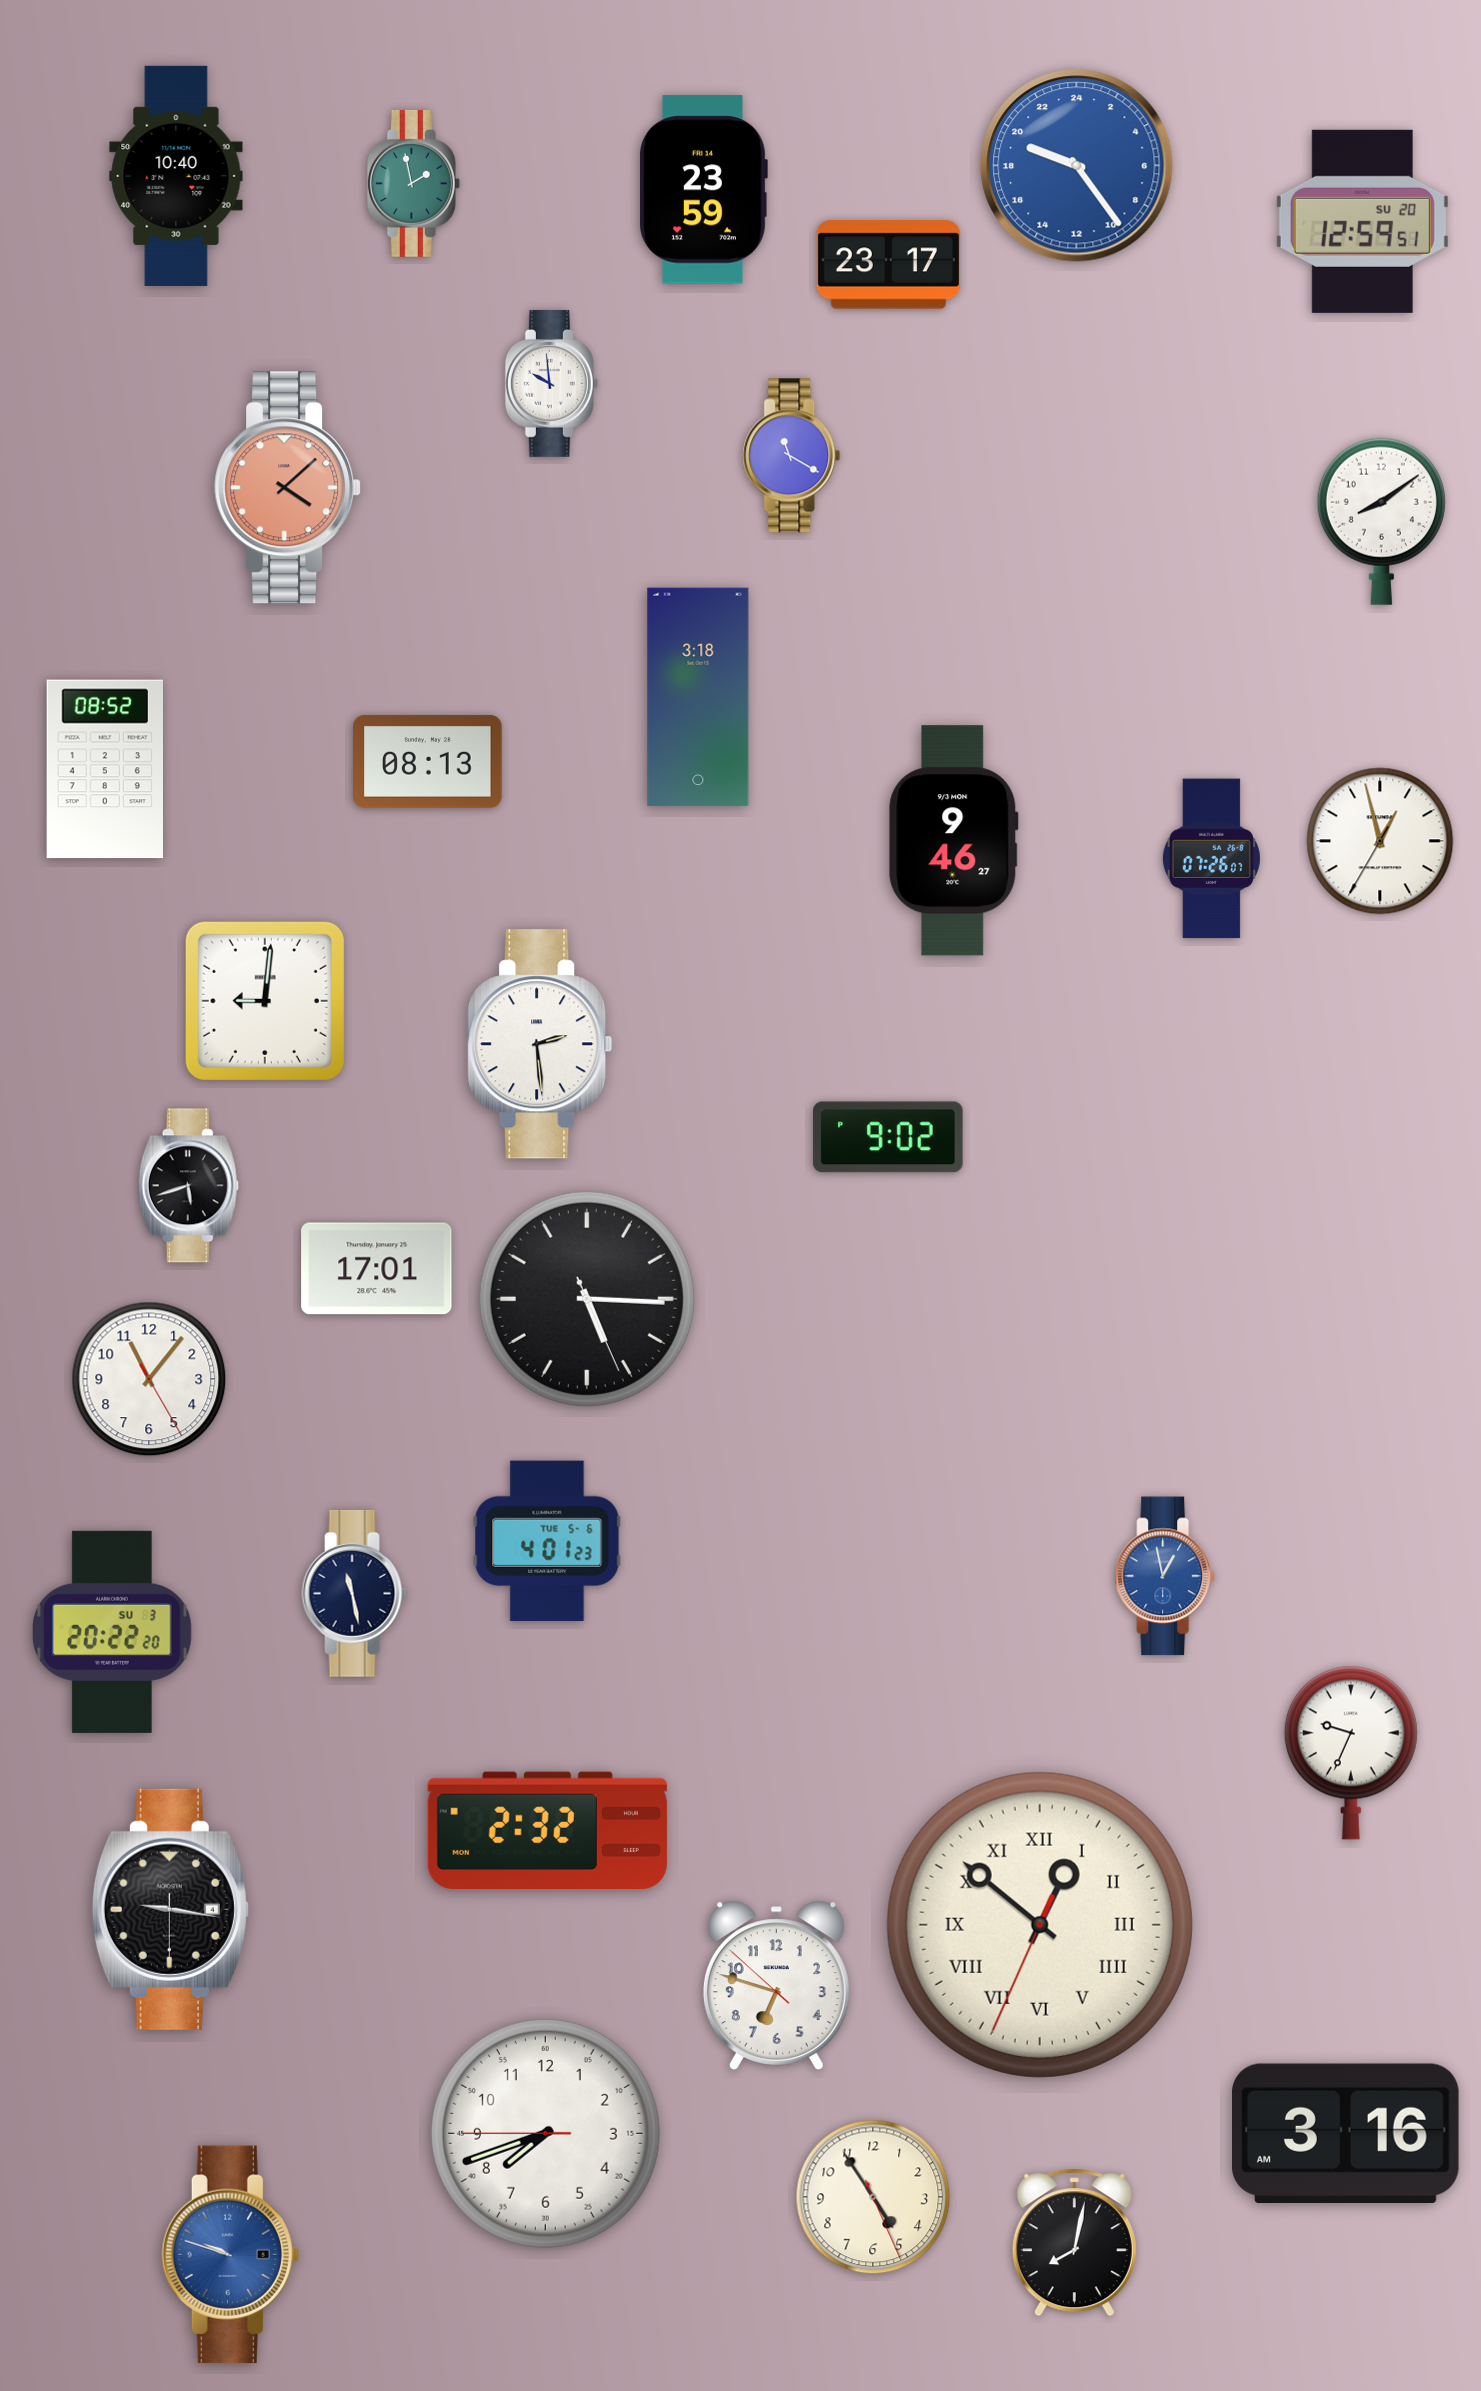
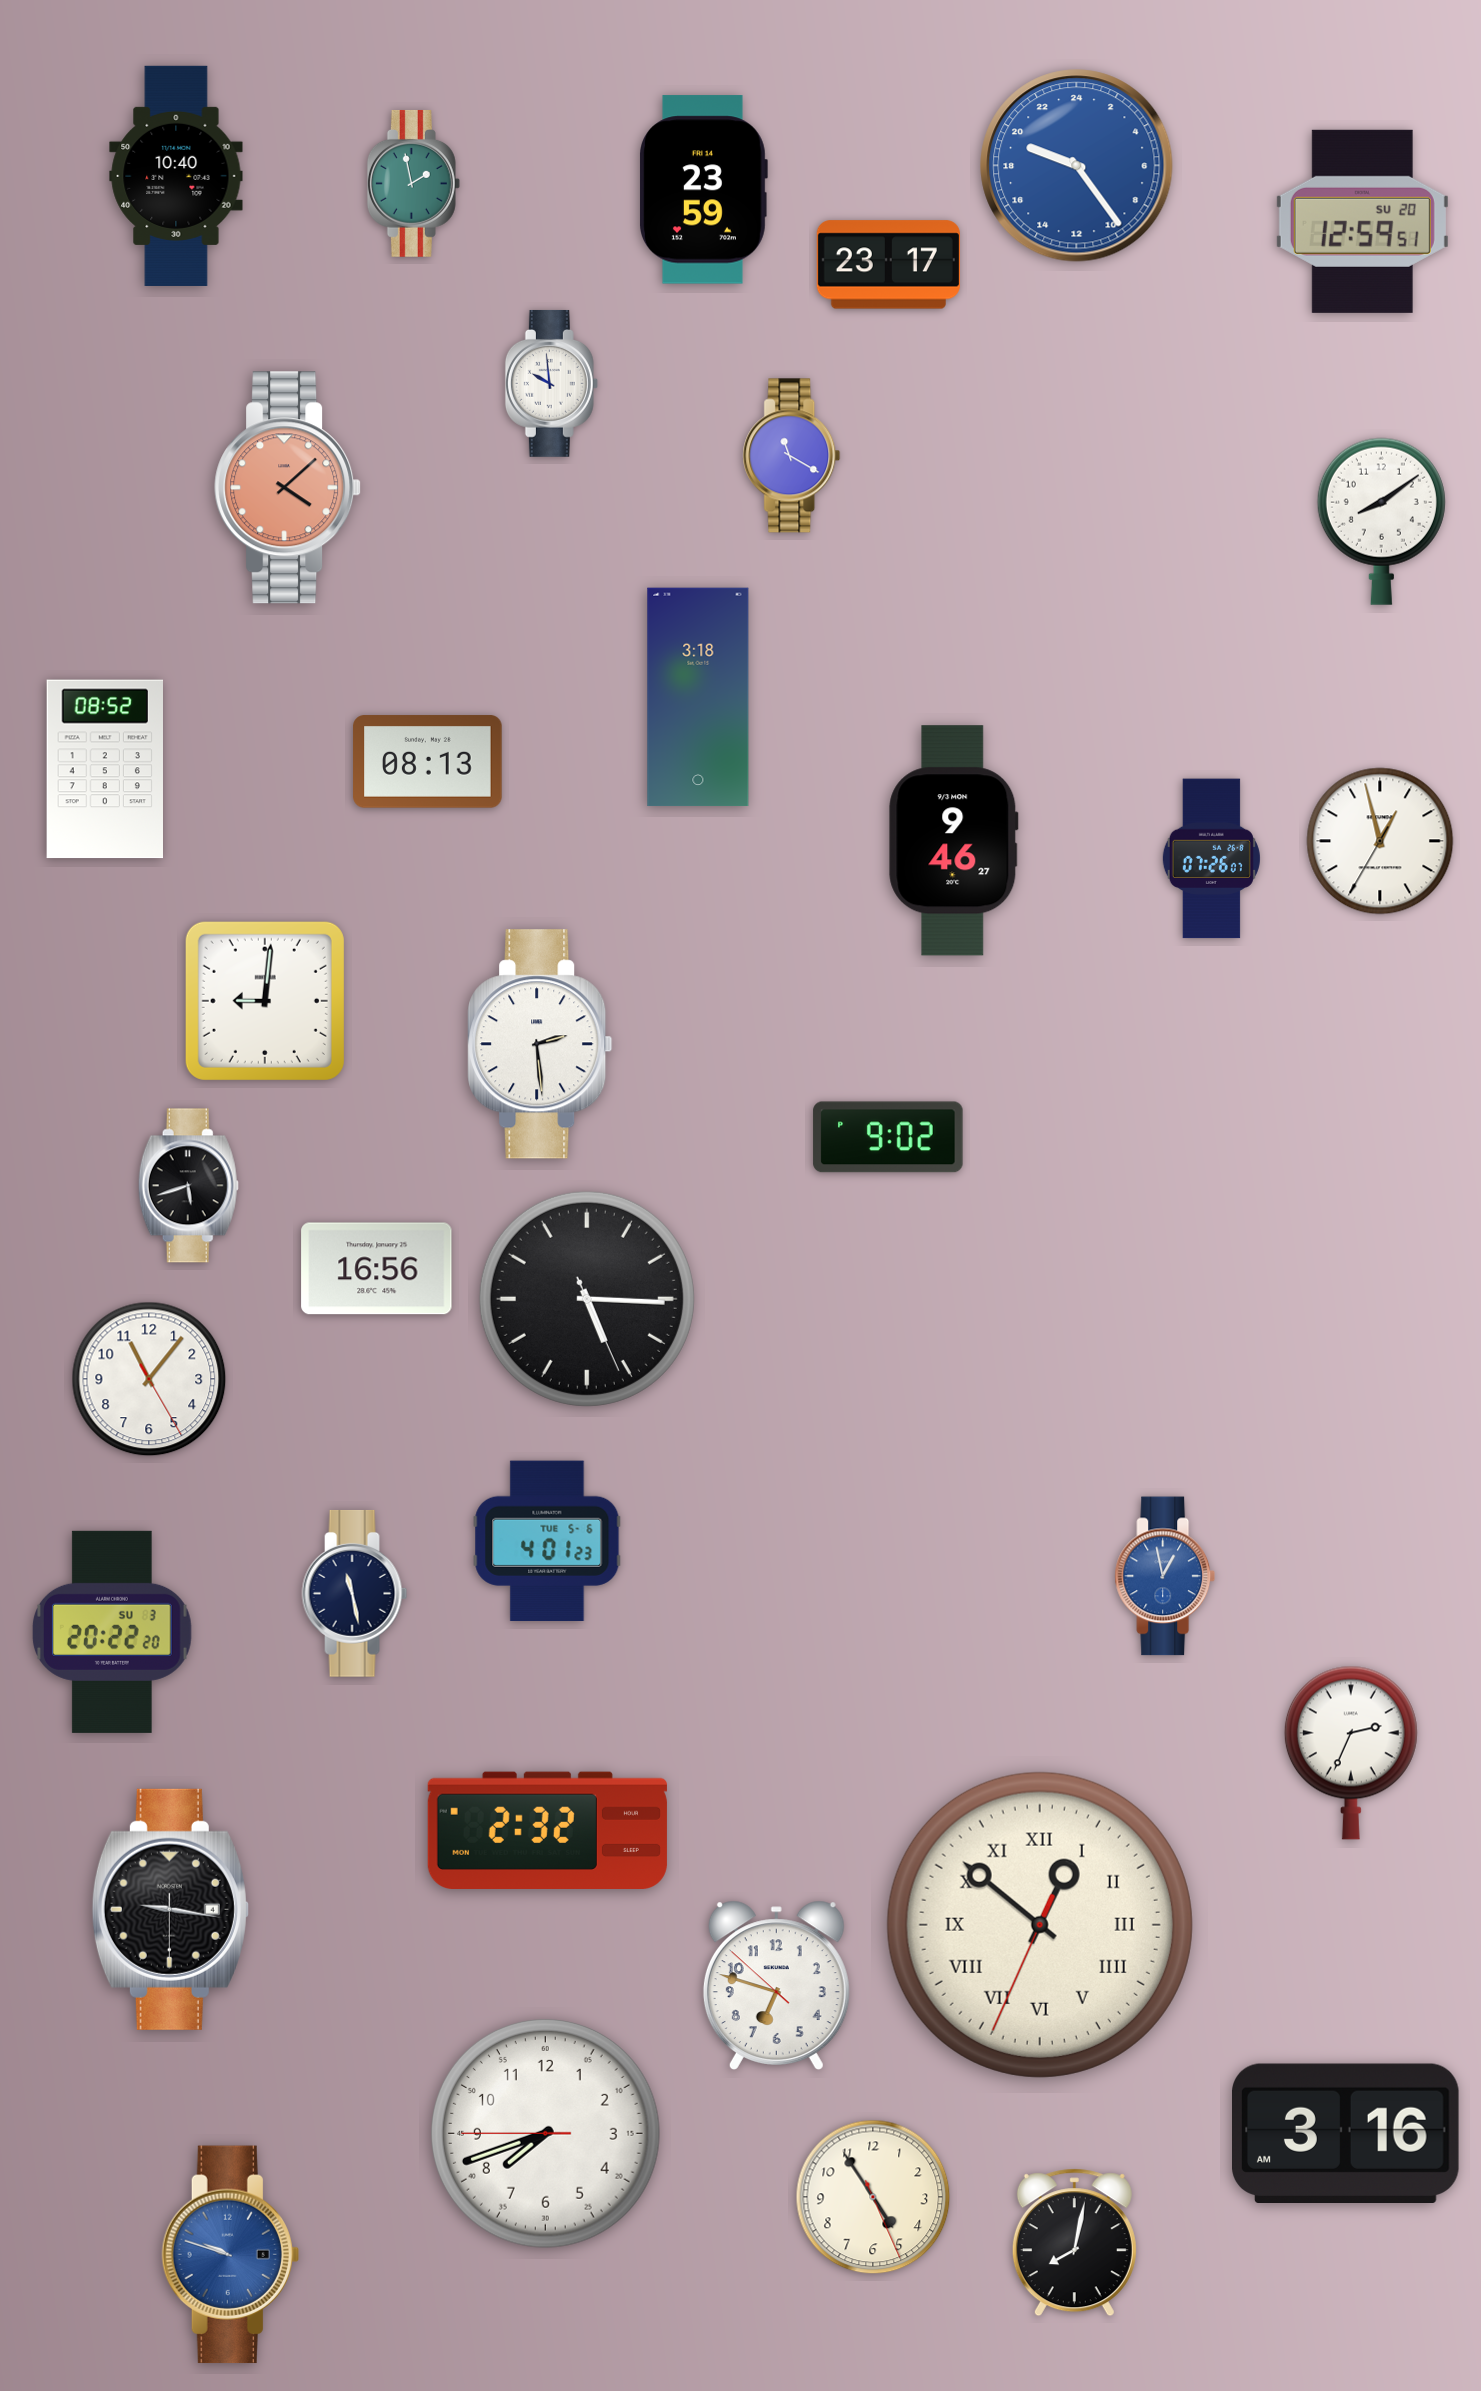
clock at (377, 1269): 17:01 -> 16:56
clock at (1351, 1753): 9:34 -> 2:34
